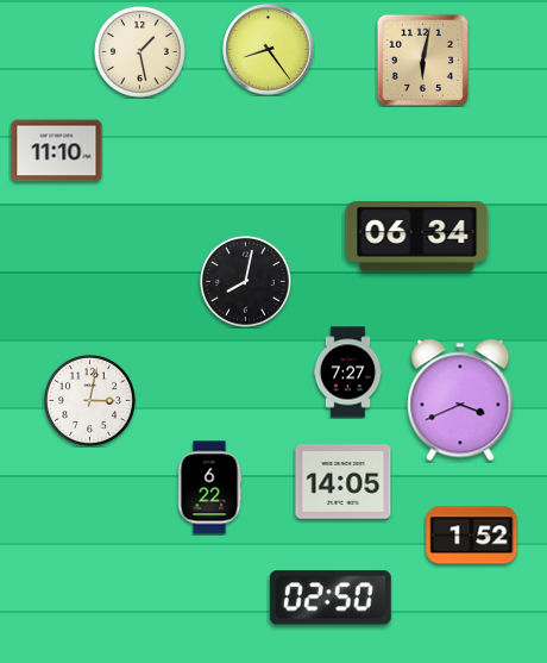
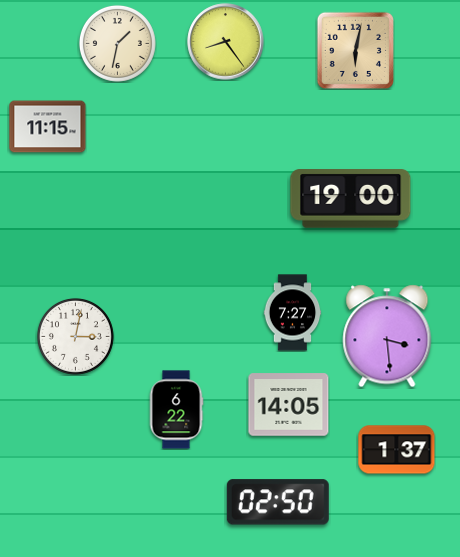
clock at (139, 51): 1:28 -> 1:32
clock at (57, 151): 11:10 -> 11:15
clock at (417, 237): 06:34 -> 19:00
clock at (245, 281): 8:02 -> none
clock at (460, 400): 3:41 -> 3:29
clock at (472, 536): 1:52 -> 1:37
